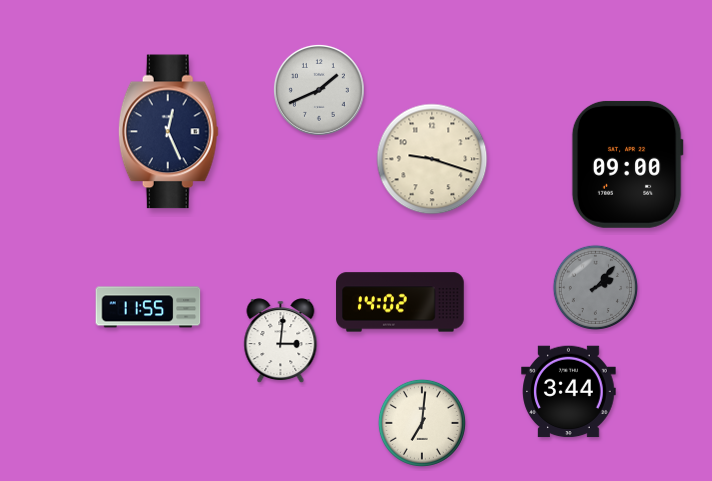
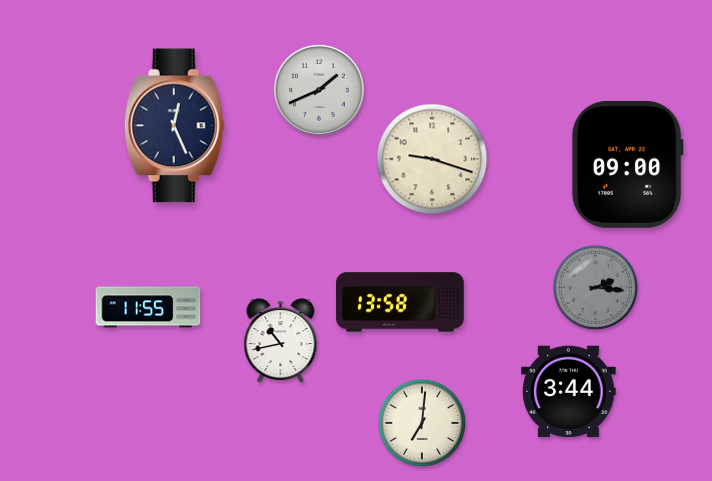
clock at (168, 132) position: (168, 132) -> (174, 126)
clock at (595, 287): 2:07 -> 2:16
clock at (400, 302): 14:02 -> 13:58
clock at (281, 341): 3:01 -> 10:43
